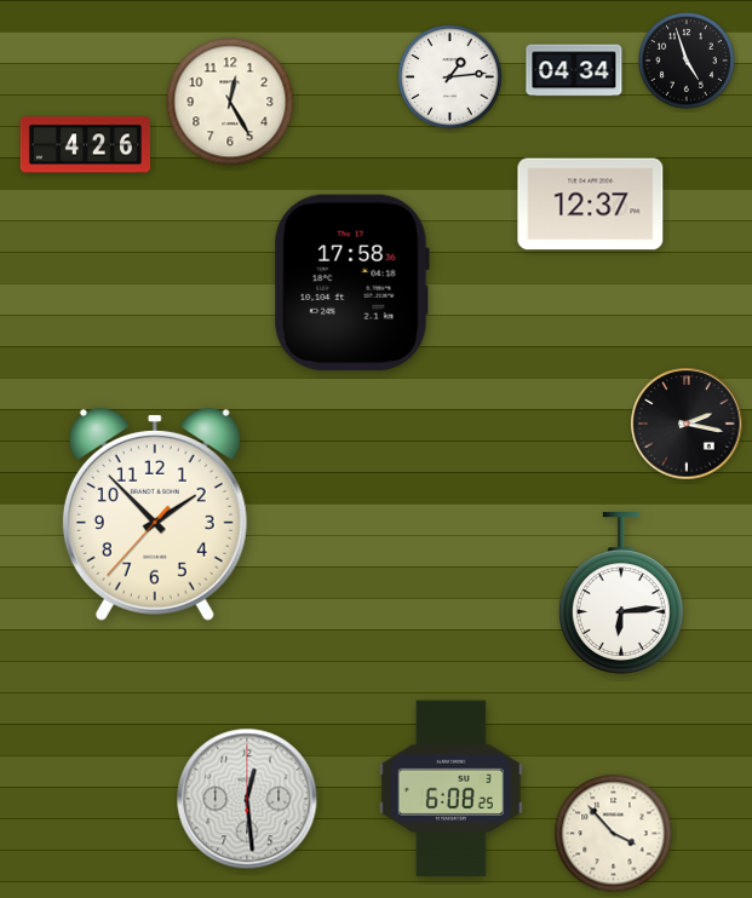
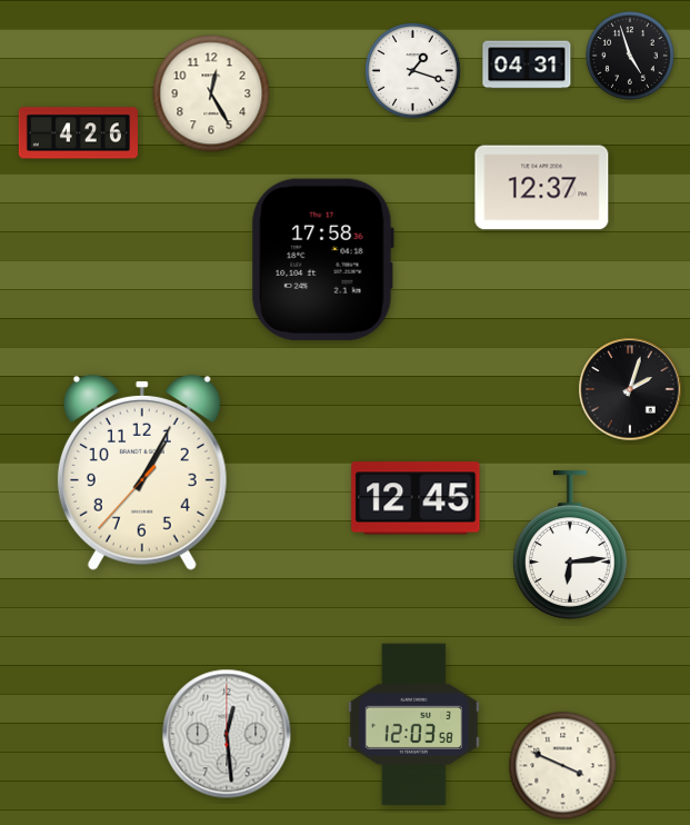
clock at (574, 70): 04:34 -> 04:31
clock at (450, 77): 1:14 -> 1:18
clock at (687, 424): 2:17 -> 2:03
clock at (155, 514): 1:52 -> 1:04
clock at (416, 498): none -> 12:45
clock at (450, 789): 6:08 -> 12:03
clock at (614, 834): 3:53 -> 3:49
